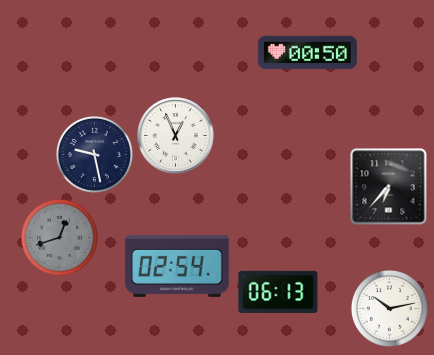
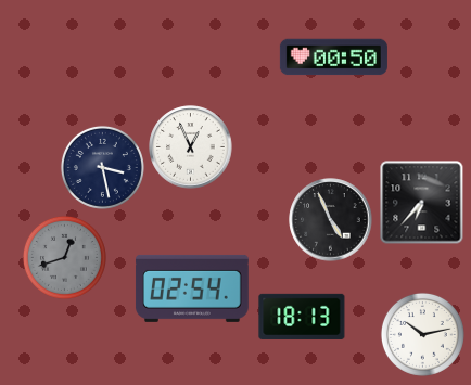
clock at (94, 154): 9:28 -> 3:28
clock at (331, 220): none -> 4:56
clock at (278, 292): 06:13 -> 18:13
